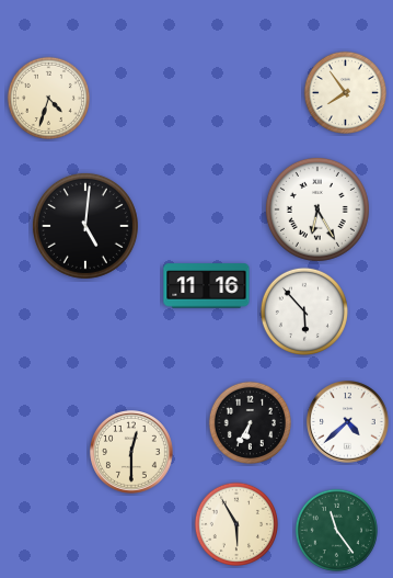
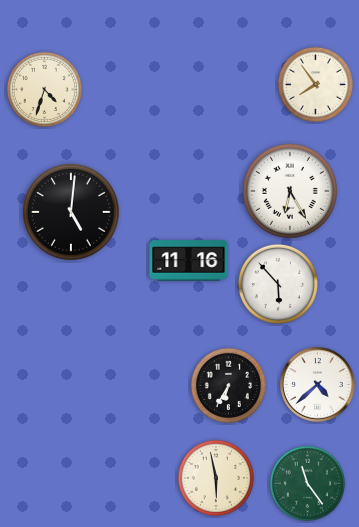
clock at (85, 226) position: (85, 226) -> (71, 212)
clock at (132, 453): 12:30 -> none
clock at (235, 523): 5:55 -> 5:58
